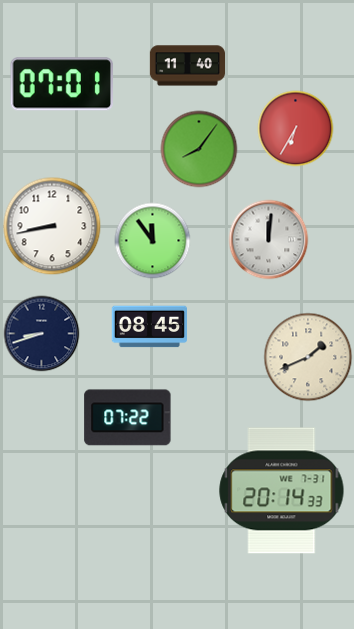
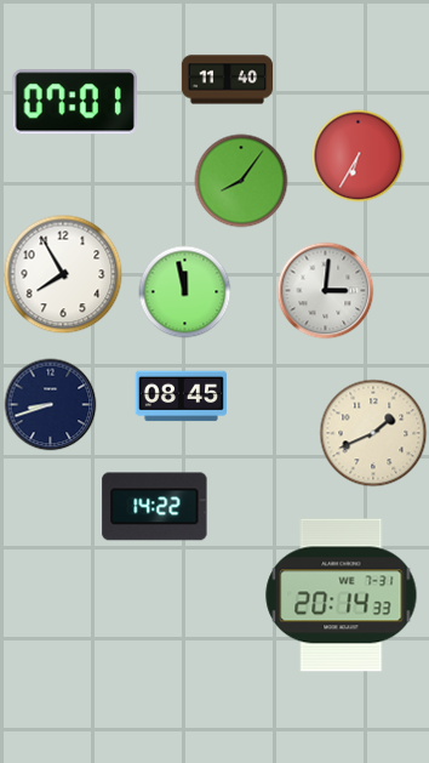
clock at (52, 226): 8:43 -> 7:55
clock at (269, 240): 12:01 -> 3:01
clock at (153, 241): 11:54 -> 11:58
clock at (128, 418): 07:22 -> 14:22
